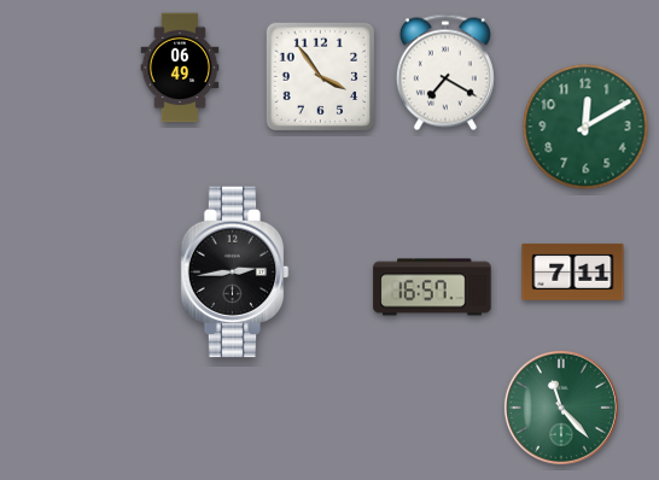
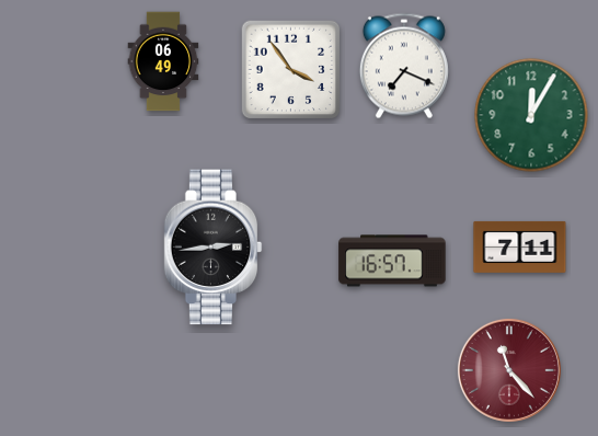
clock at (445, 72): 7:20 -> 7:19
clock at (585, 127): 12:10 -> 12:05
clock at (561, 408) dial: green -> burgundy
